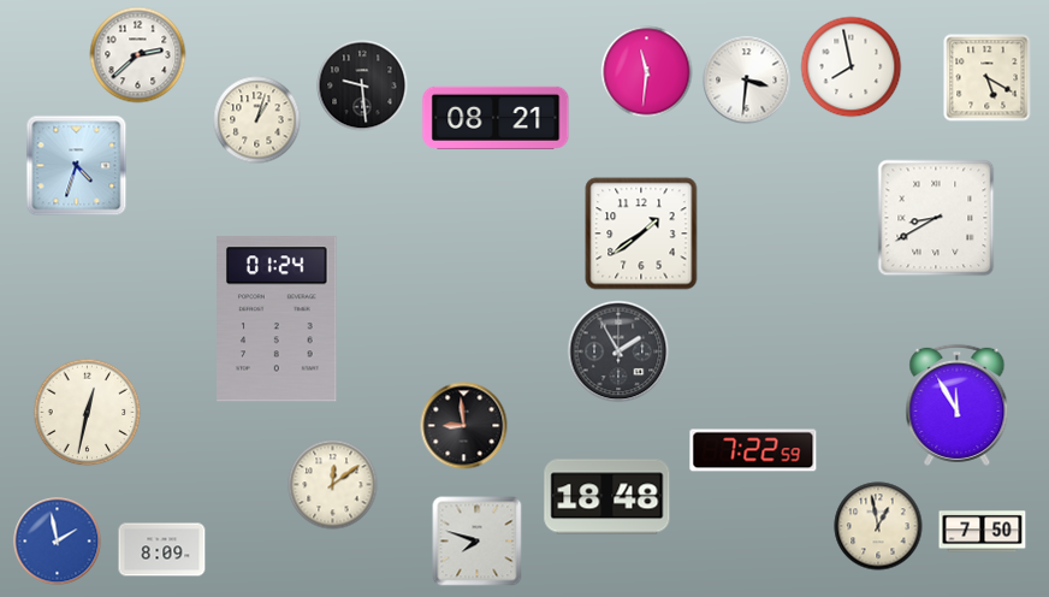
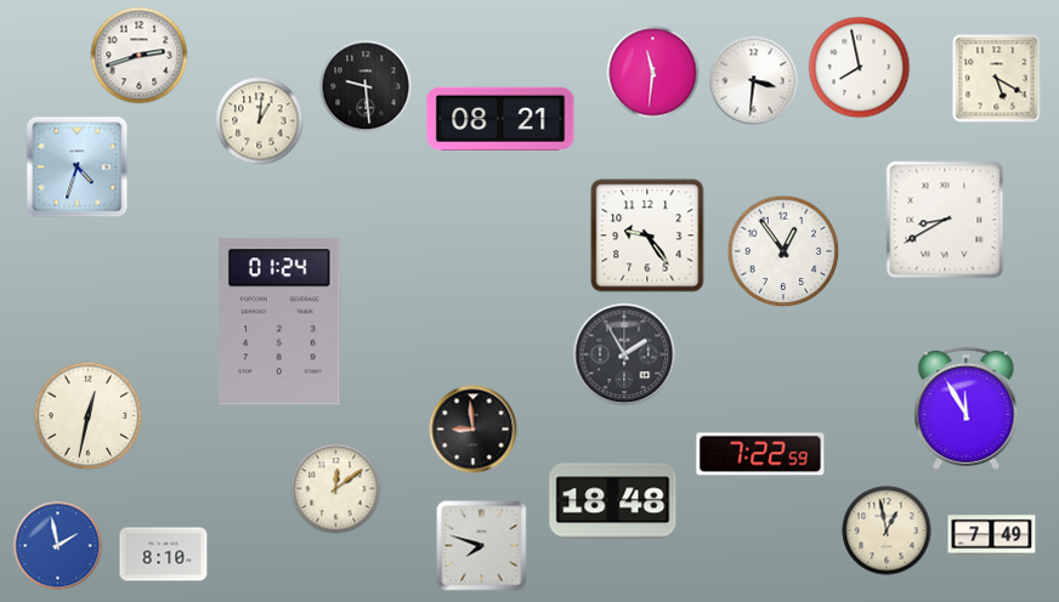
clock at (138, 55): 2:38 -> 2:42
clock at (257, 120): 1:03 -> 1:01
clock at (641, 234): 1:39 -> 9:24
clock at (783, 251): none -> 12:54
clock at (464, 426) position: (464, 426) -> (474, 430)
clock at (983, 532): 7:50 -> 7:49
clock at (162, 550): 8:09 -> 8:10
